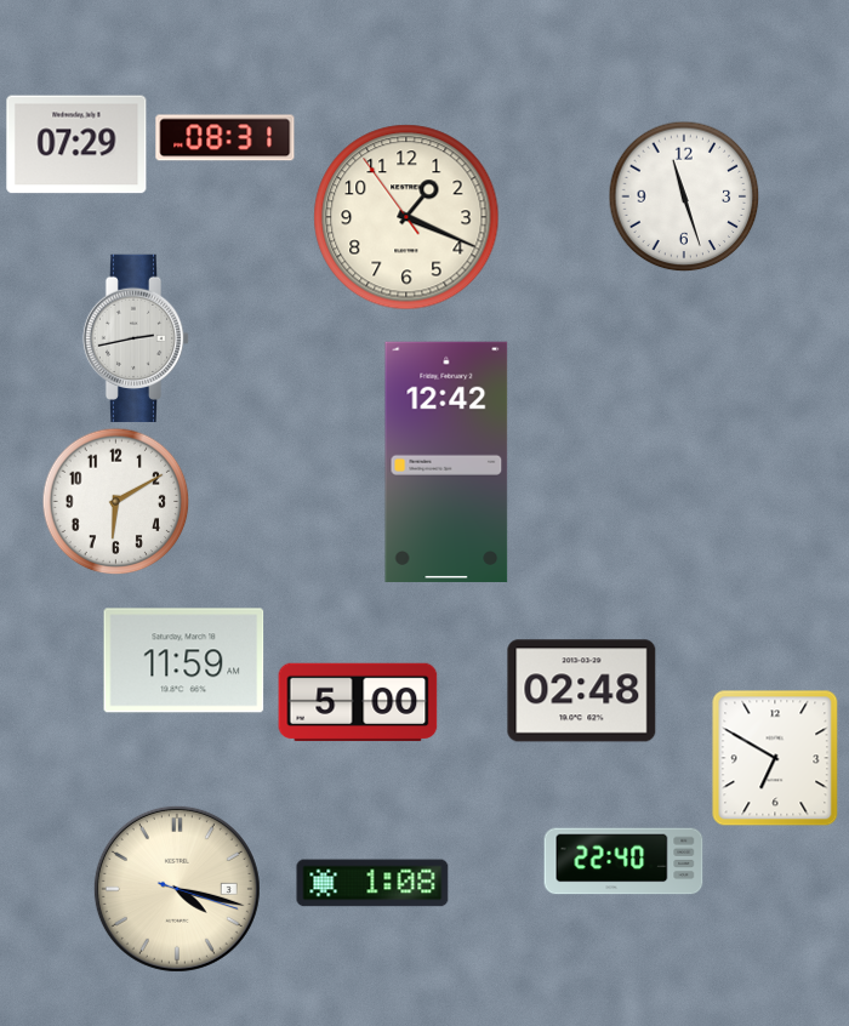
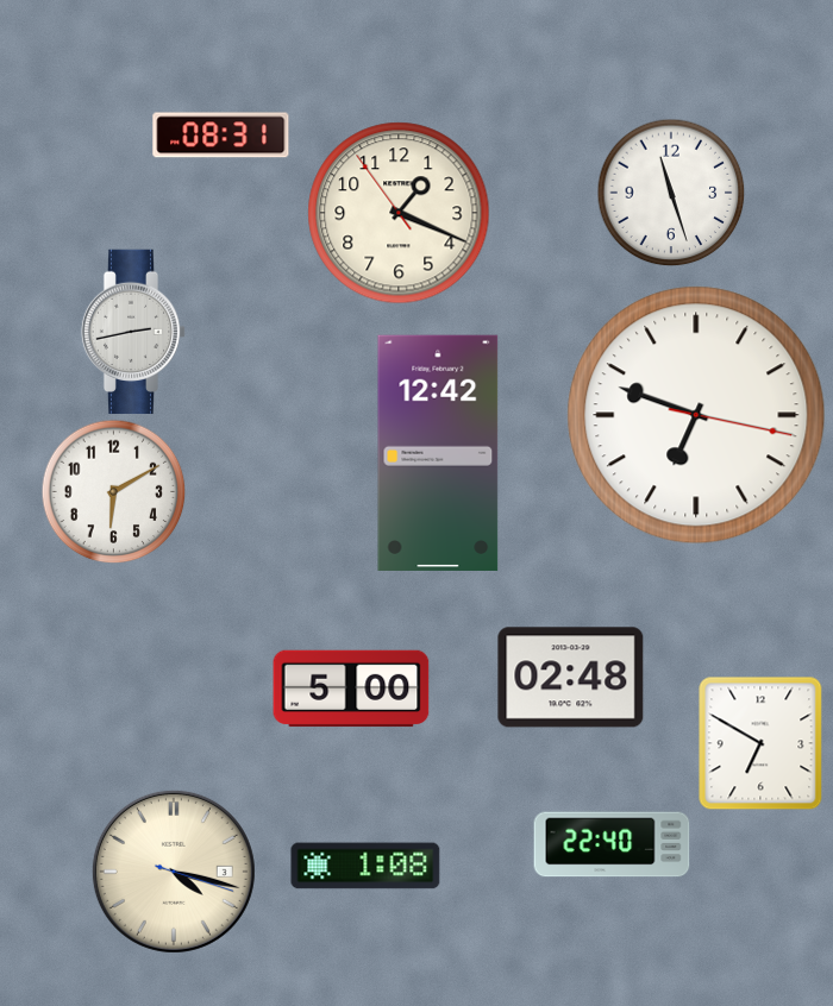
clock at (76, 144): 07:29 -> none
clock at (696, 415): none -> 6:48
clock at (184, 661): 11:59 -> none
